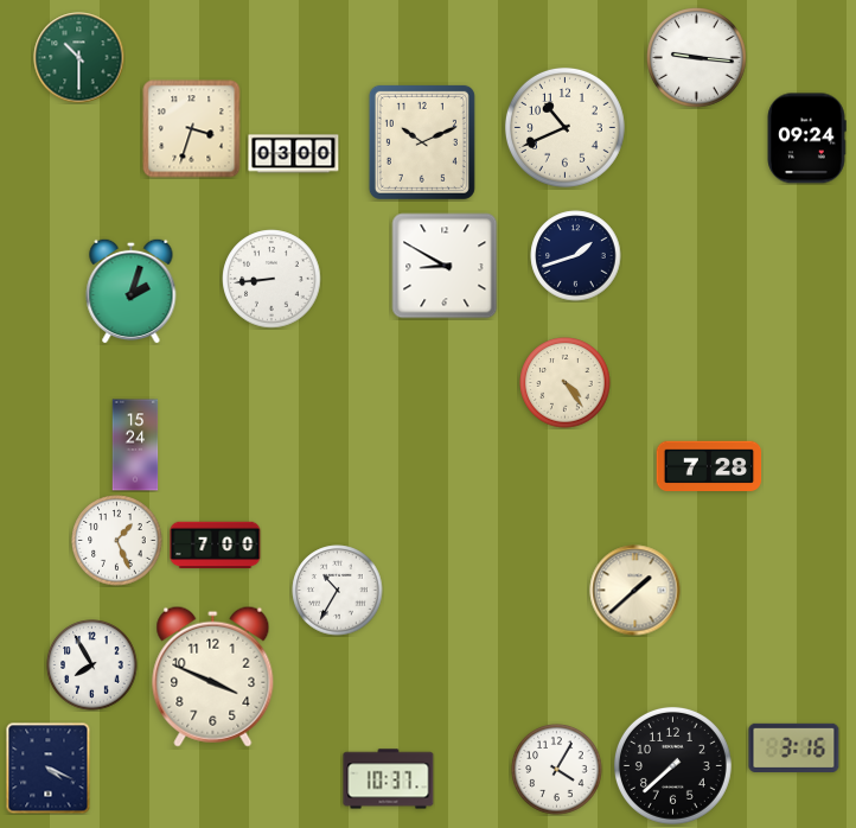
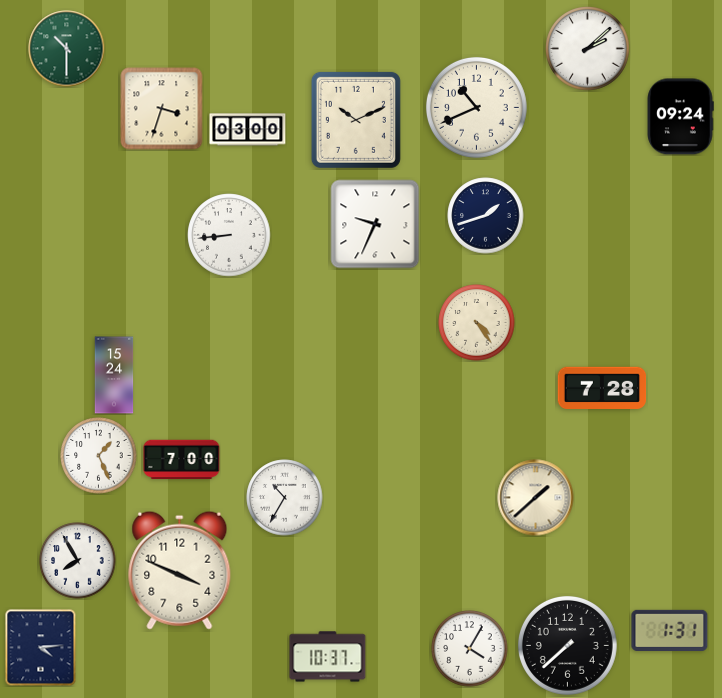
clock at (697, 58): 9:16 -> 2:08
clock at (445, 266): 8:50 -> 9:34
clock at (132, 291): 2:03 -> none
clock at (709, 465) position: (709, 465) -> (602, 387)
clock at (794, 747): 3:16 -> 1:31
clock at (49, 769): 4:19 -> 4:14
